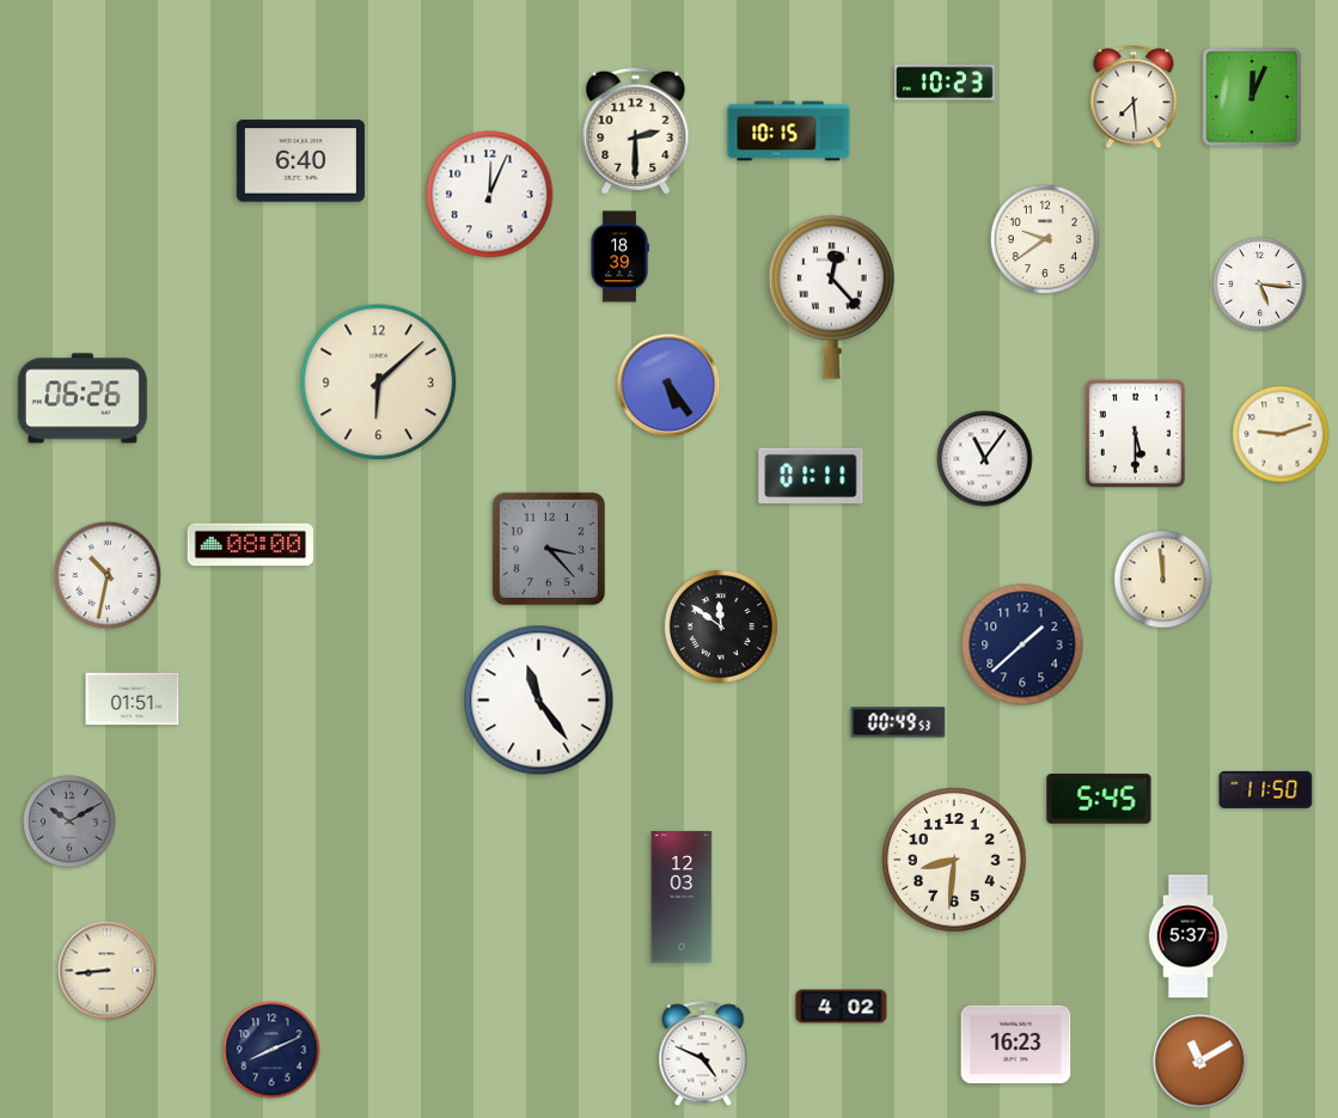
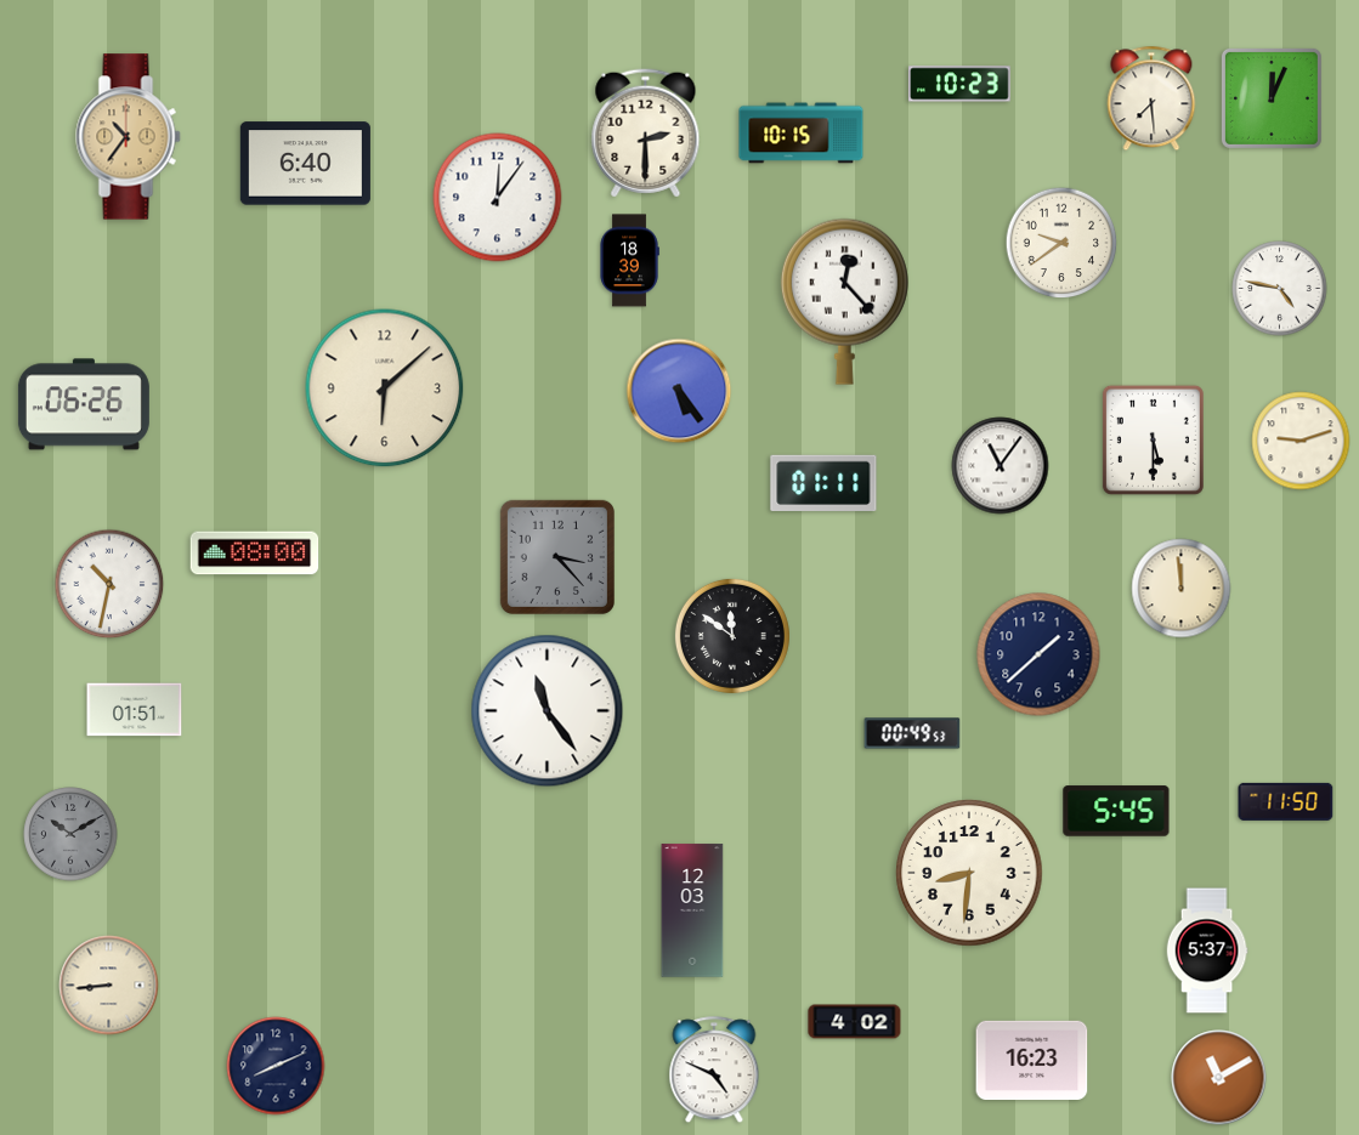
clock at (129, 137): none -> 10:36
clock at (490, 195): 12:04 -> 12:06
clock at (1260, 285): 5:16 -> 4:47
